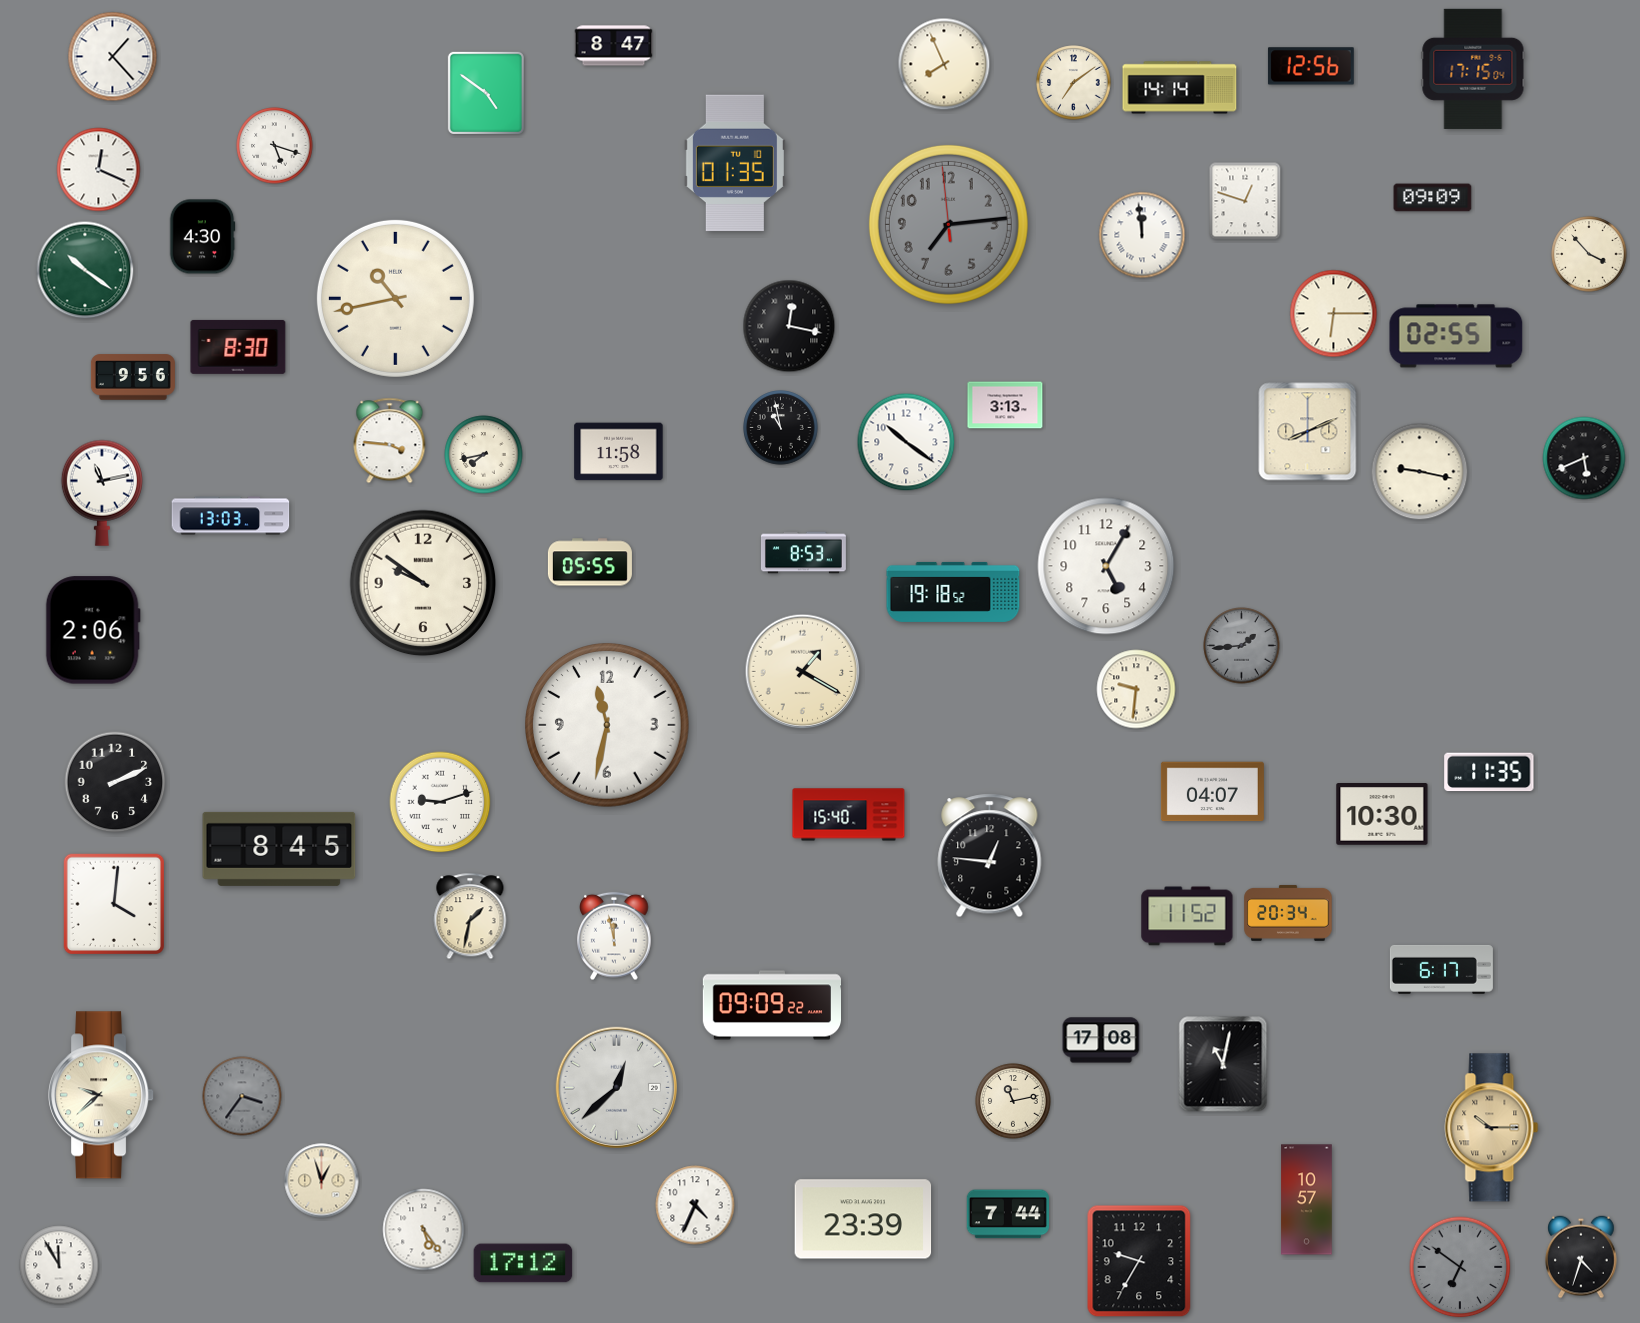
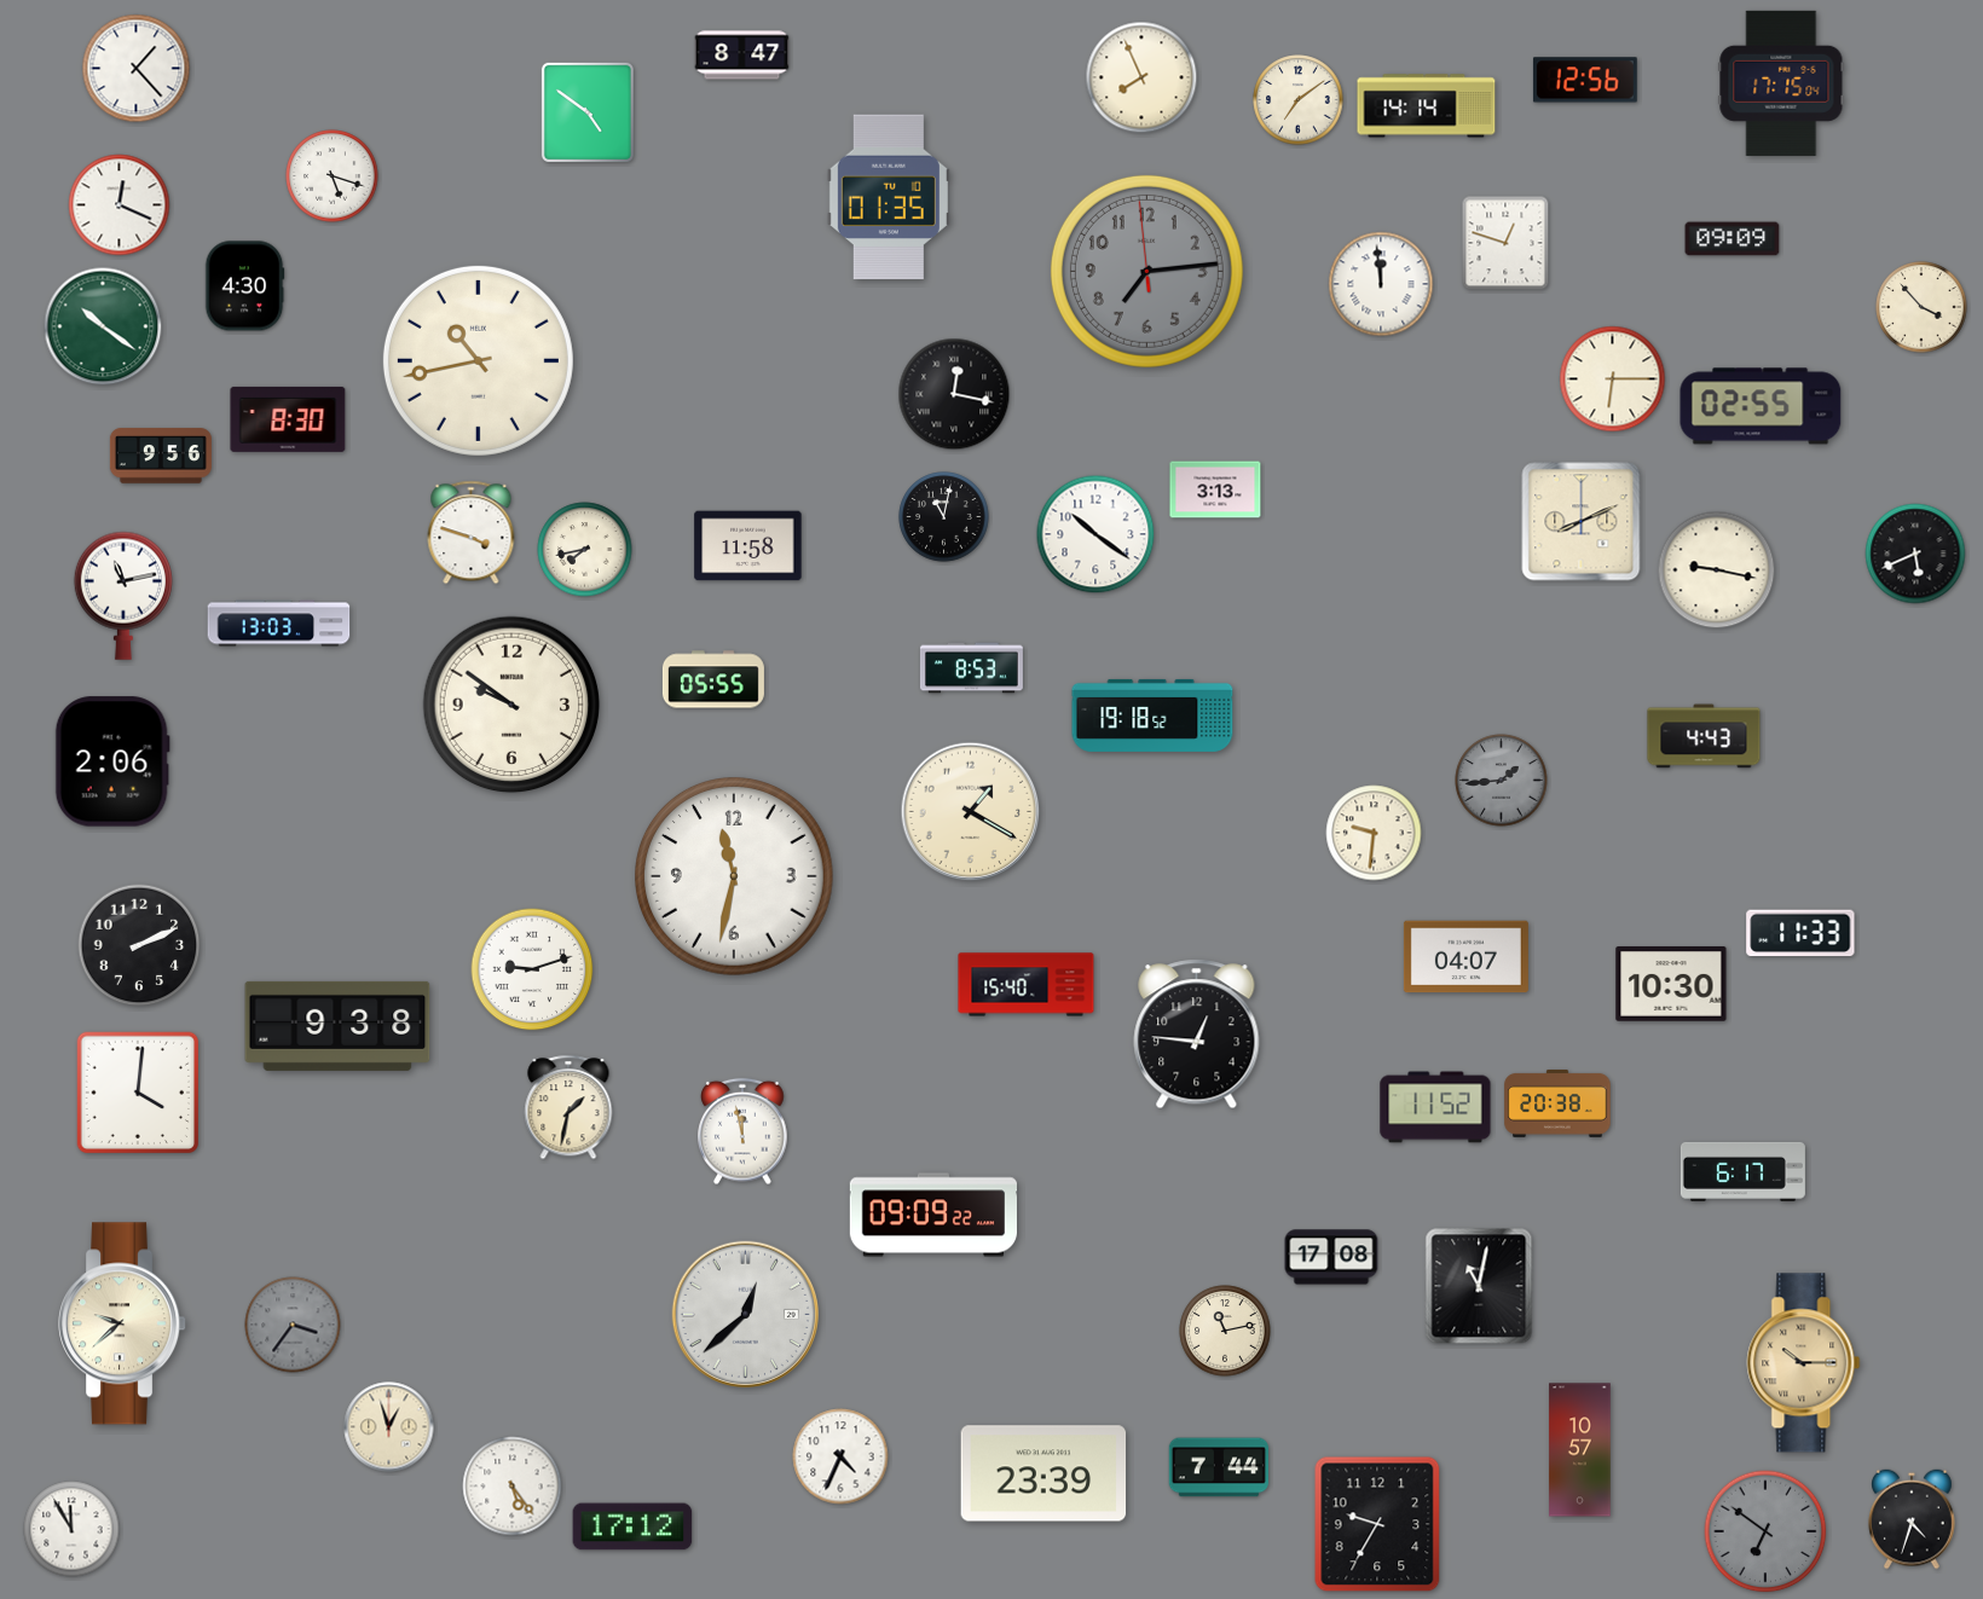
clock at (781, 428): 10:58 -> 11:02
clock at (390, 441): 3:46 -> 3:48
clock at (1106, 566): 5:05 -> none
clock at (1704, 736): none -> 4:43
clock at (1489, 772): 11:35 -> 11:33
clock at (279, 849): 8:45 -> 9:38
clock at (1288, 913): 20:34 -> 20:38
